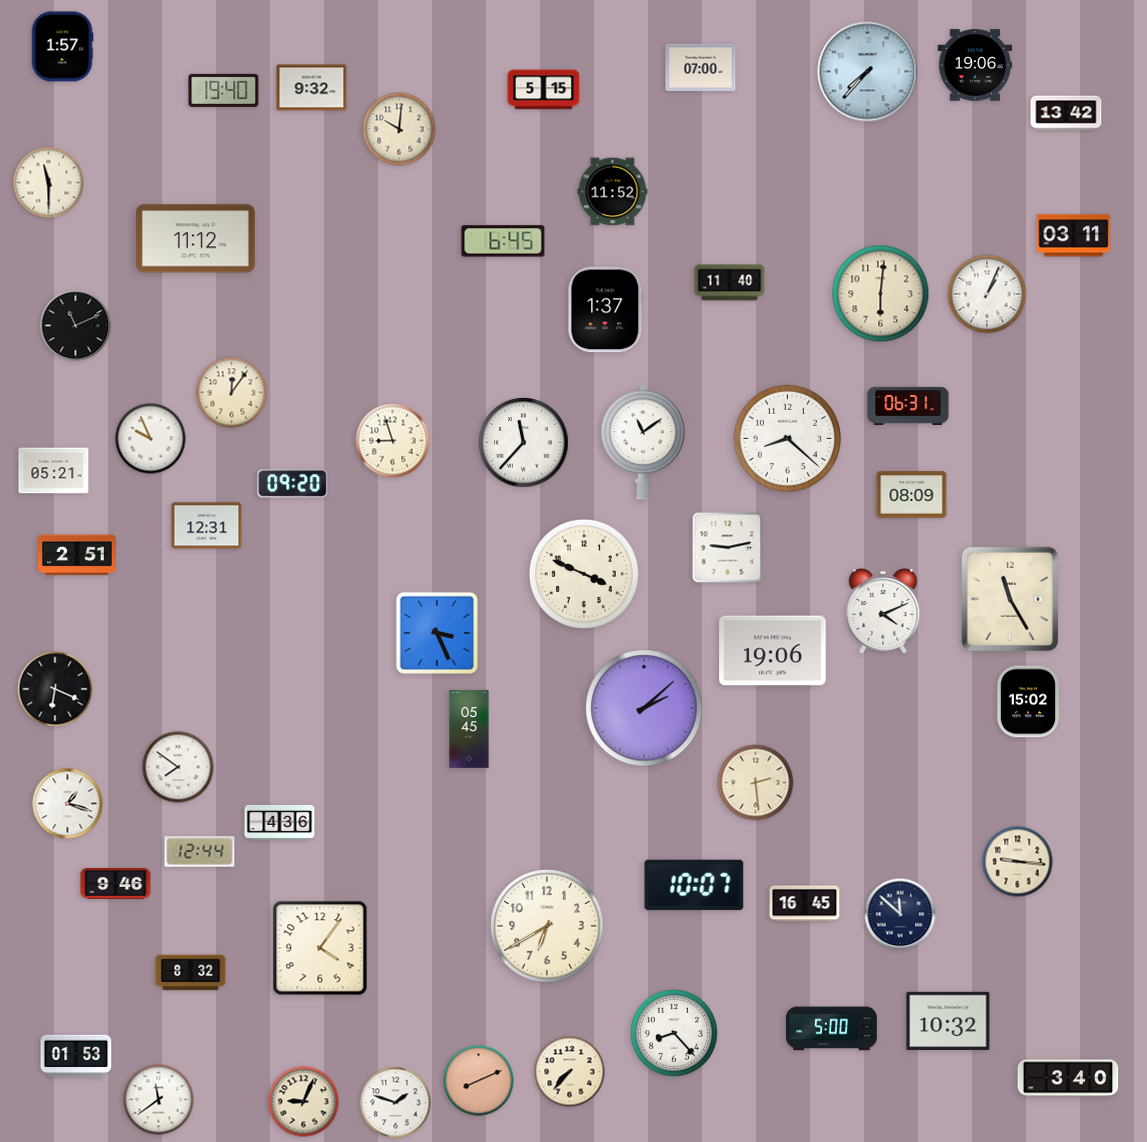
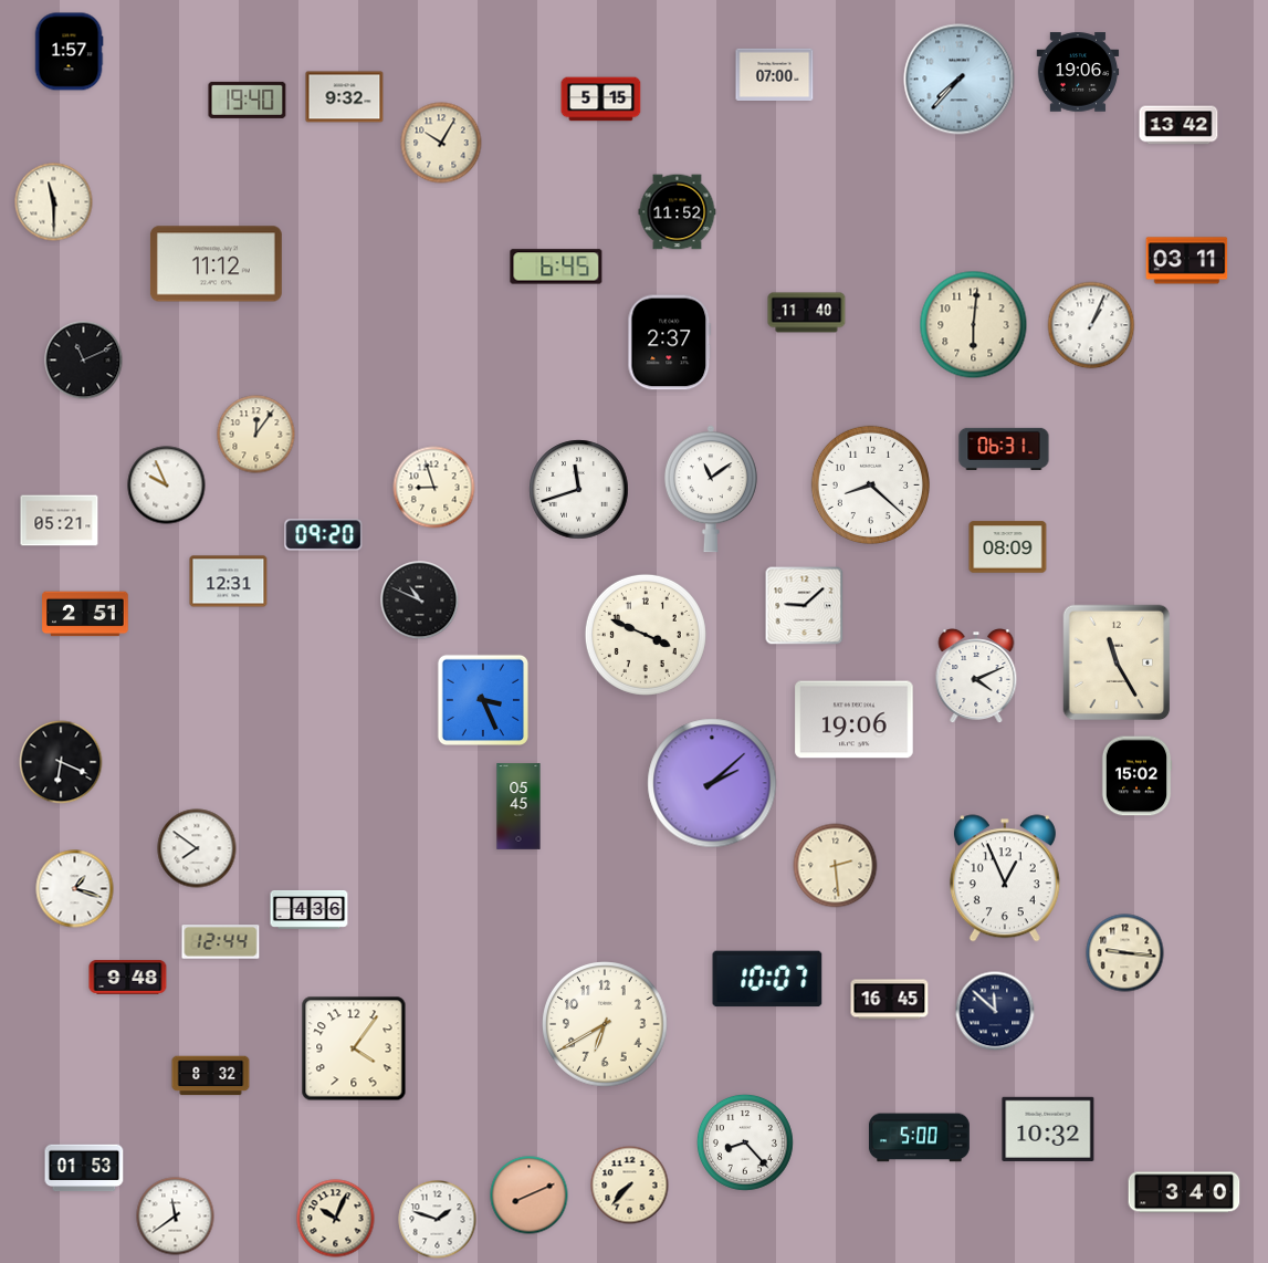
clock at (399, 129): 10:01 -> 10:05
clock at (606, 310): 1:37 -> 2:37
clock at (524, 443): 11:37 -> 11:42
clock at (420, 601): none -> 10:49
clock at (728, 548): 9:13 -> 9:08
clock at (1005, 878): none -> 12:56
clock at (116, 884): 9:46 -> 9:48
clock at (1068, 1078) position: (1068, 1078) -> (1184, 1192)
clock at (304, 1102): 9:04 -> 10:04
